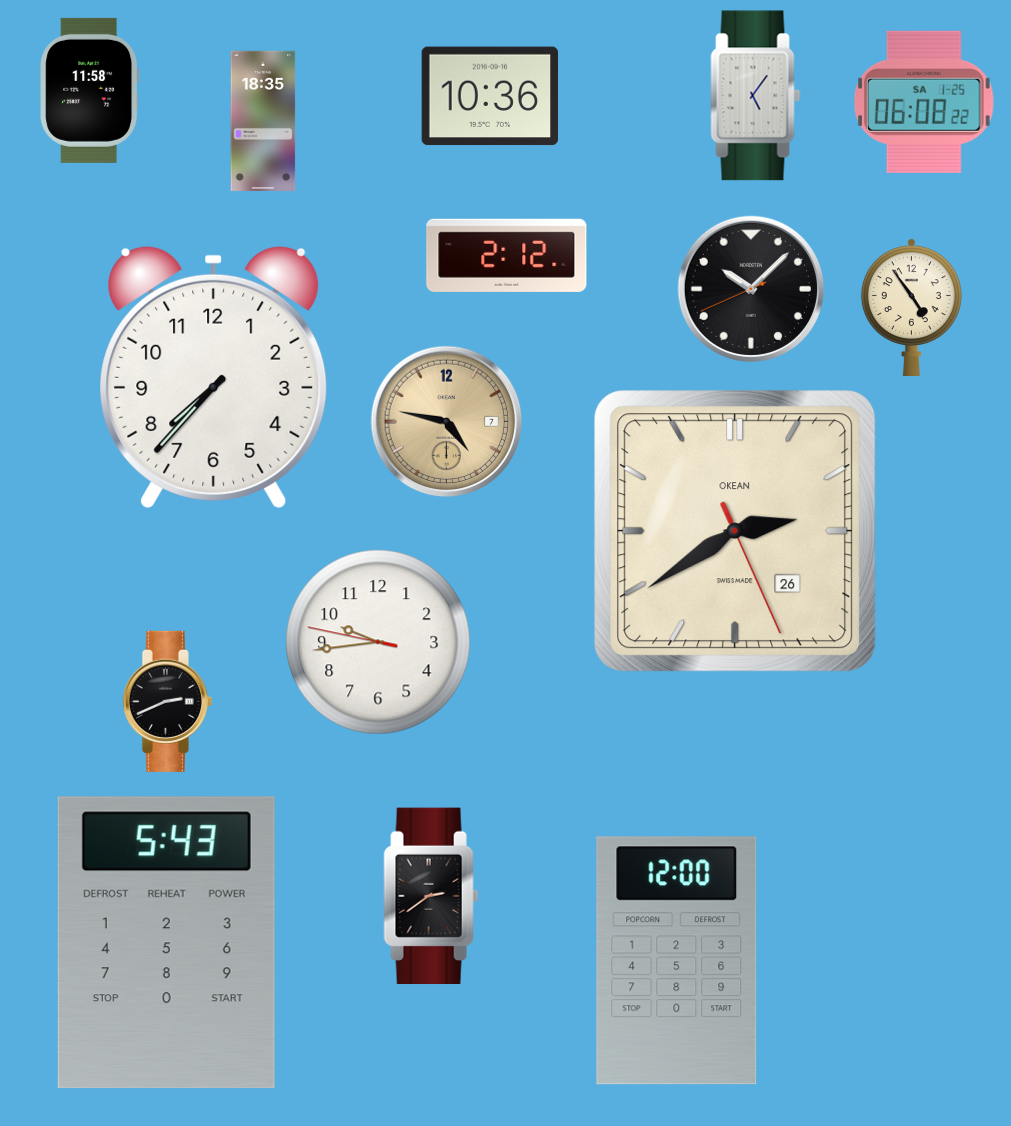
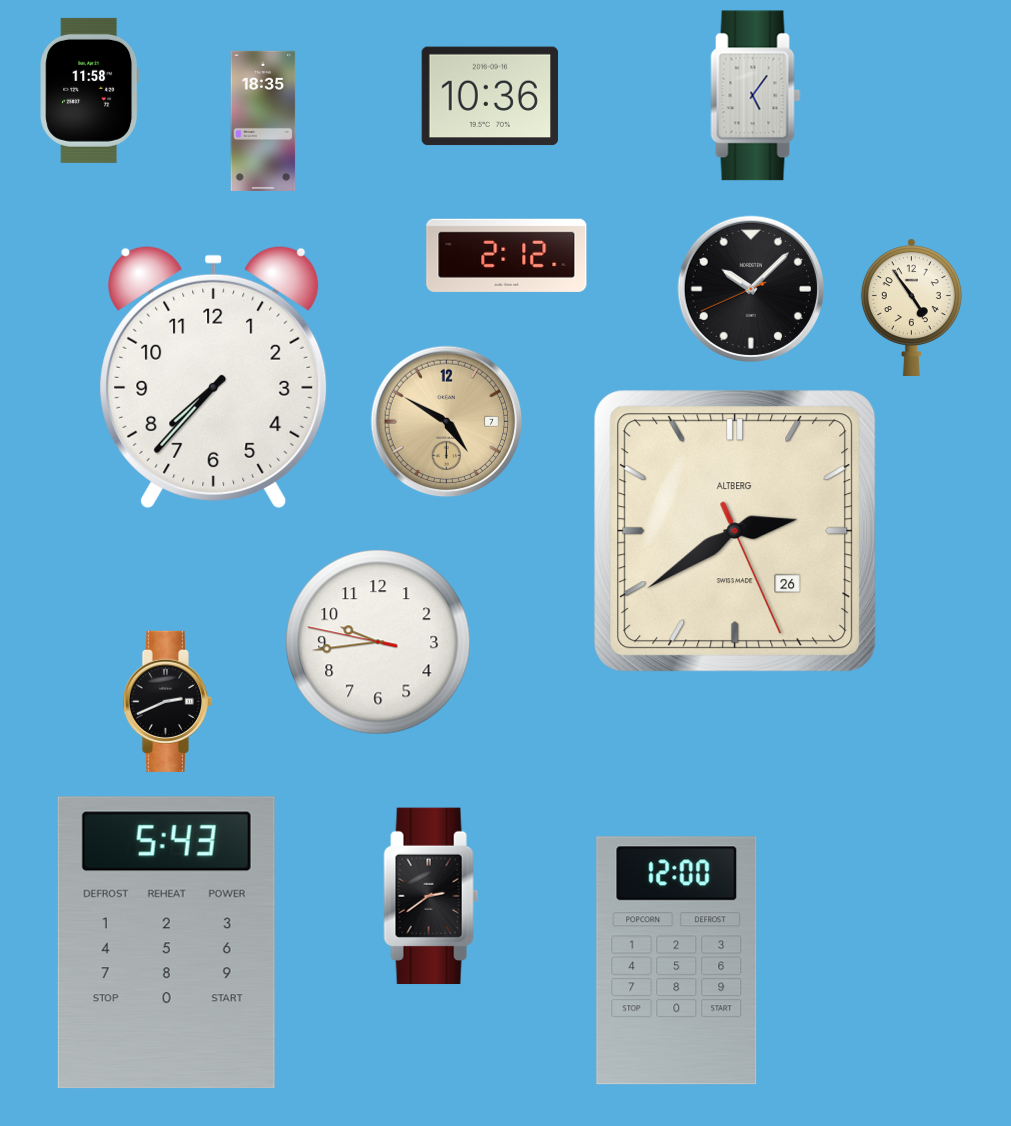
clock at (925, 102): 06:08 -> none
clock at (447, 422): 4:47 -> 4:50
clock at (735, 531) brand: OKEAN -> ALTBERG
